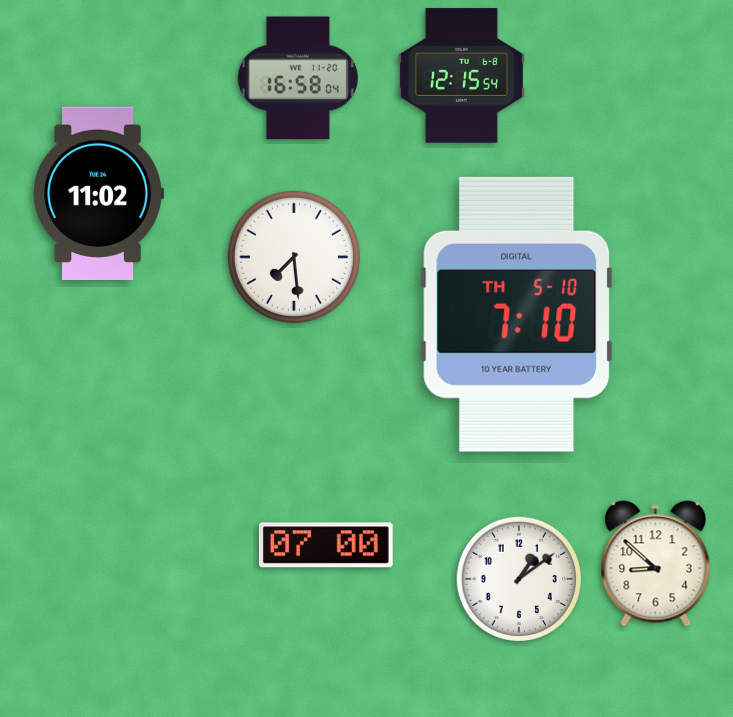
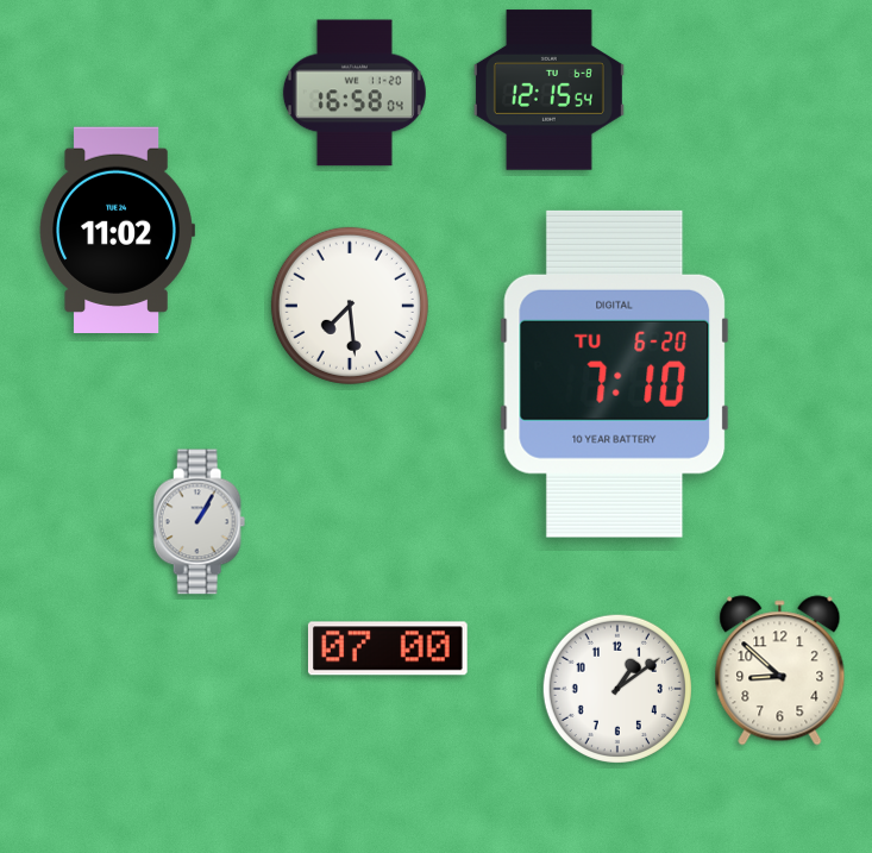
clock at (517, 314) date: TH 5-10 -> TU 6-20
clock at (200, 522): none -> 1:05
